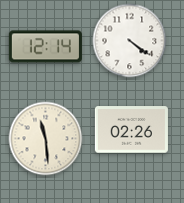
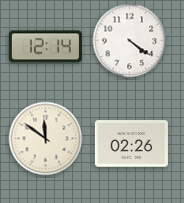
clock at (131, 130) position: (131, 130) -> (131, 144)
clock at (46, 139): 11:29 -> 11:51
